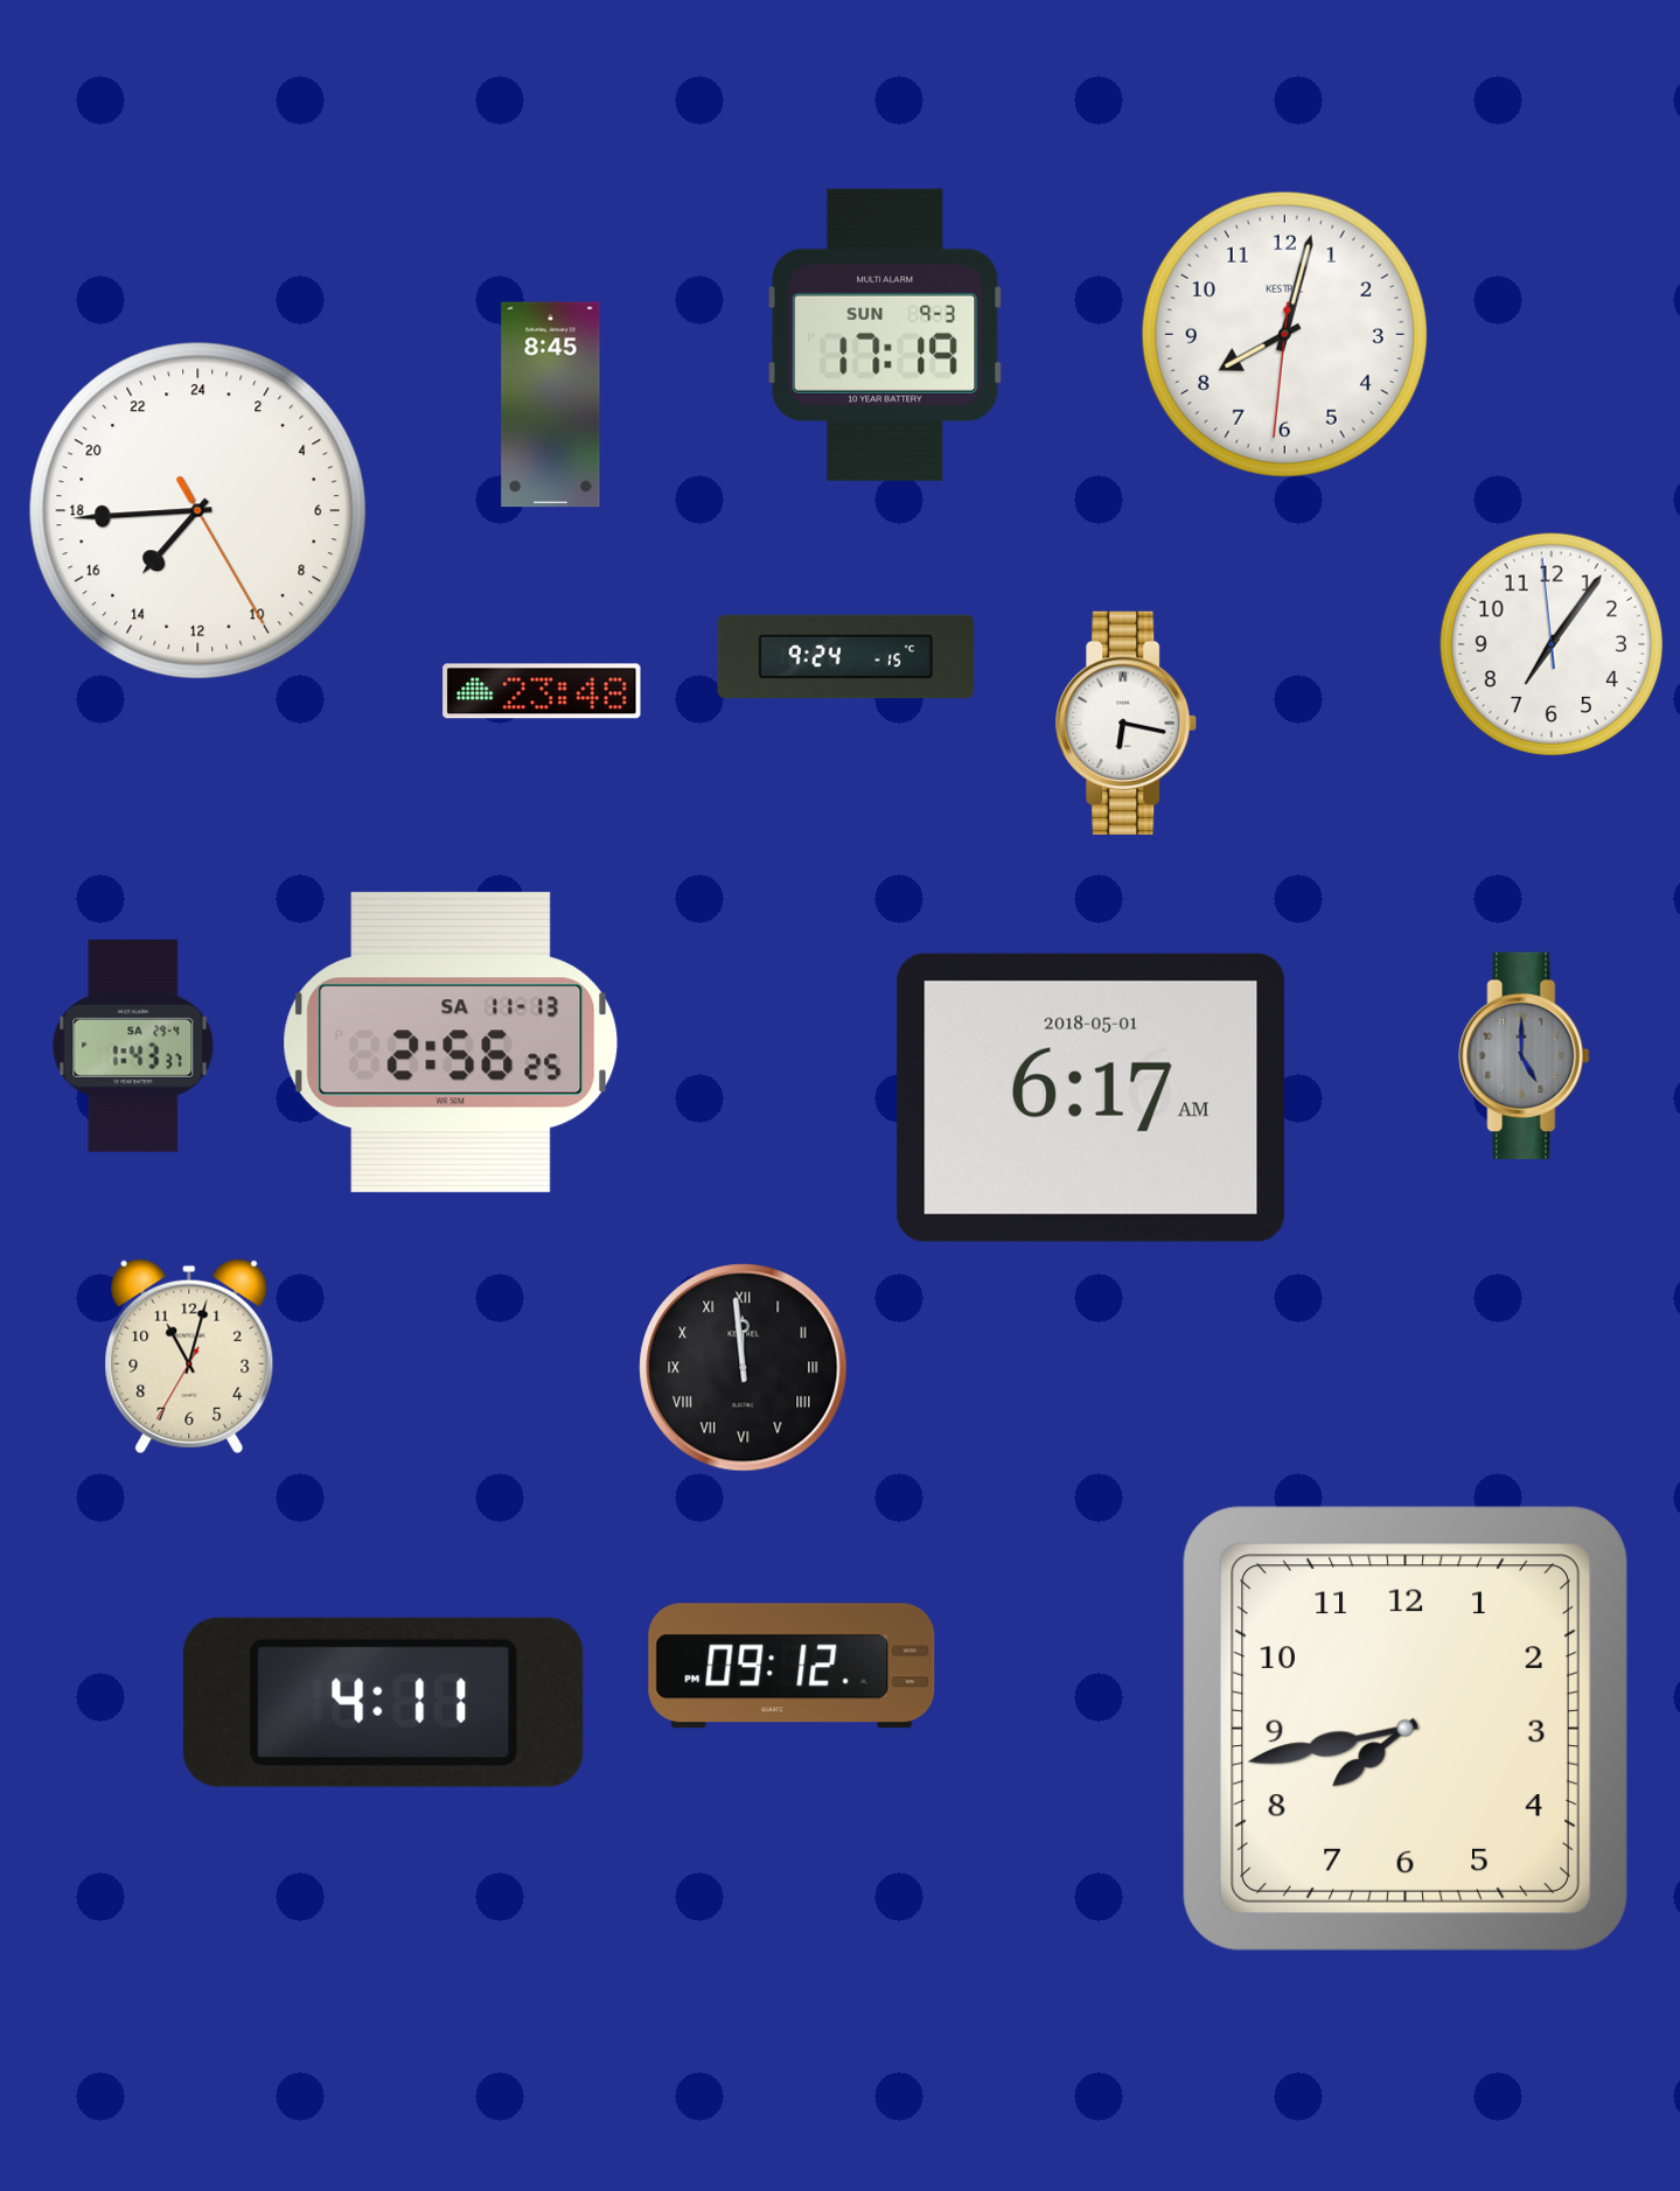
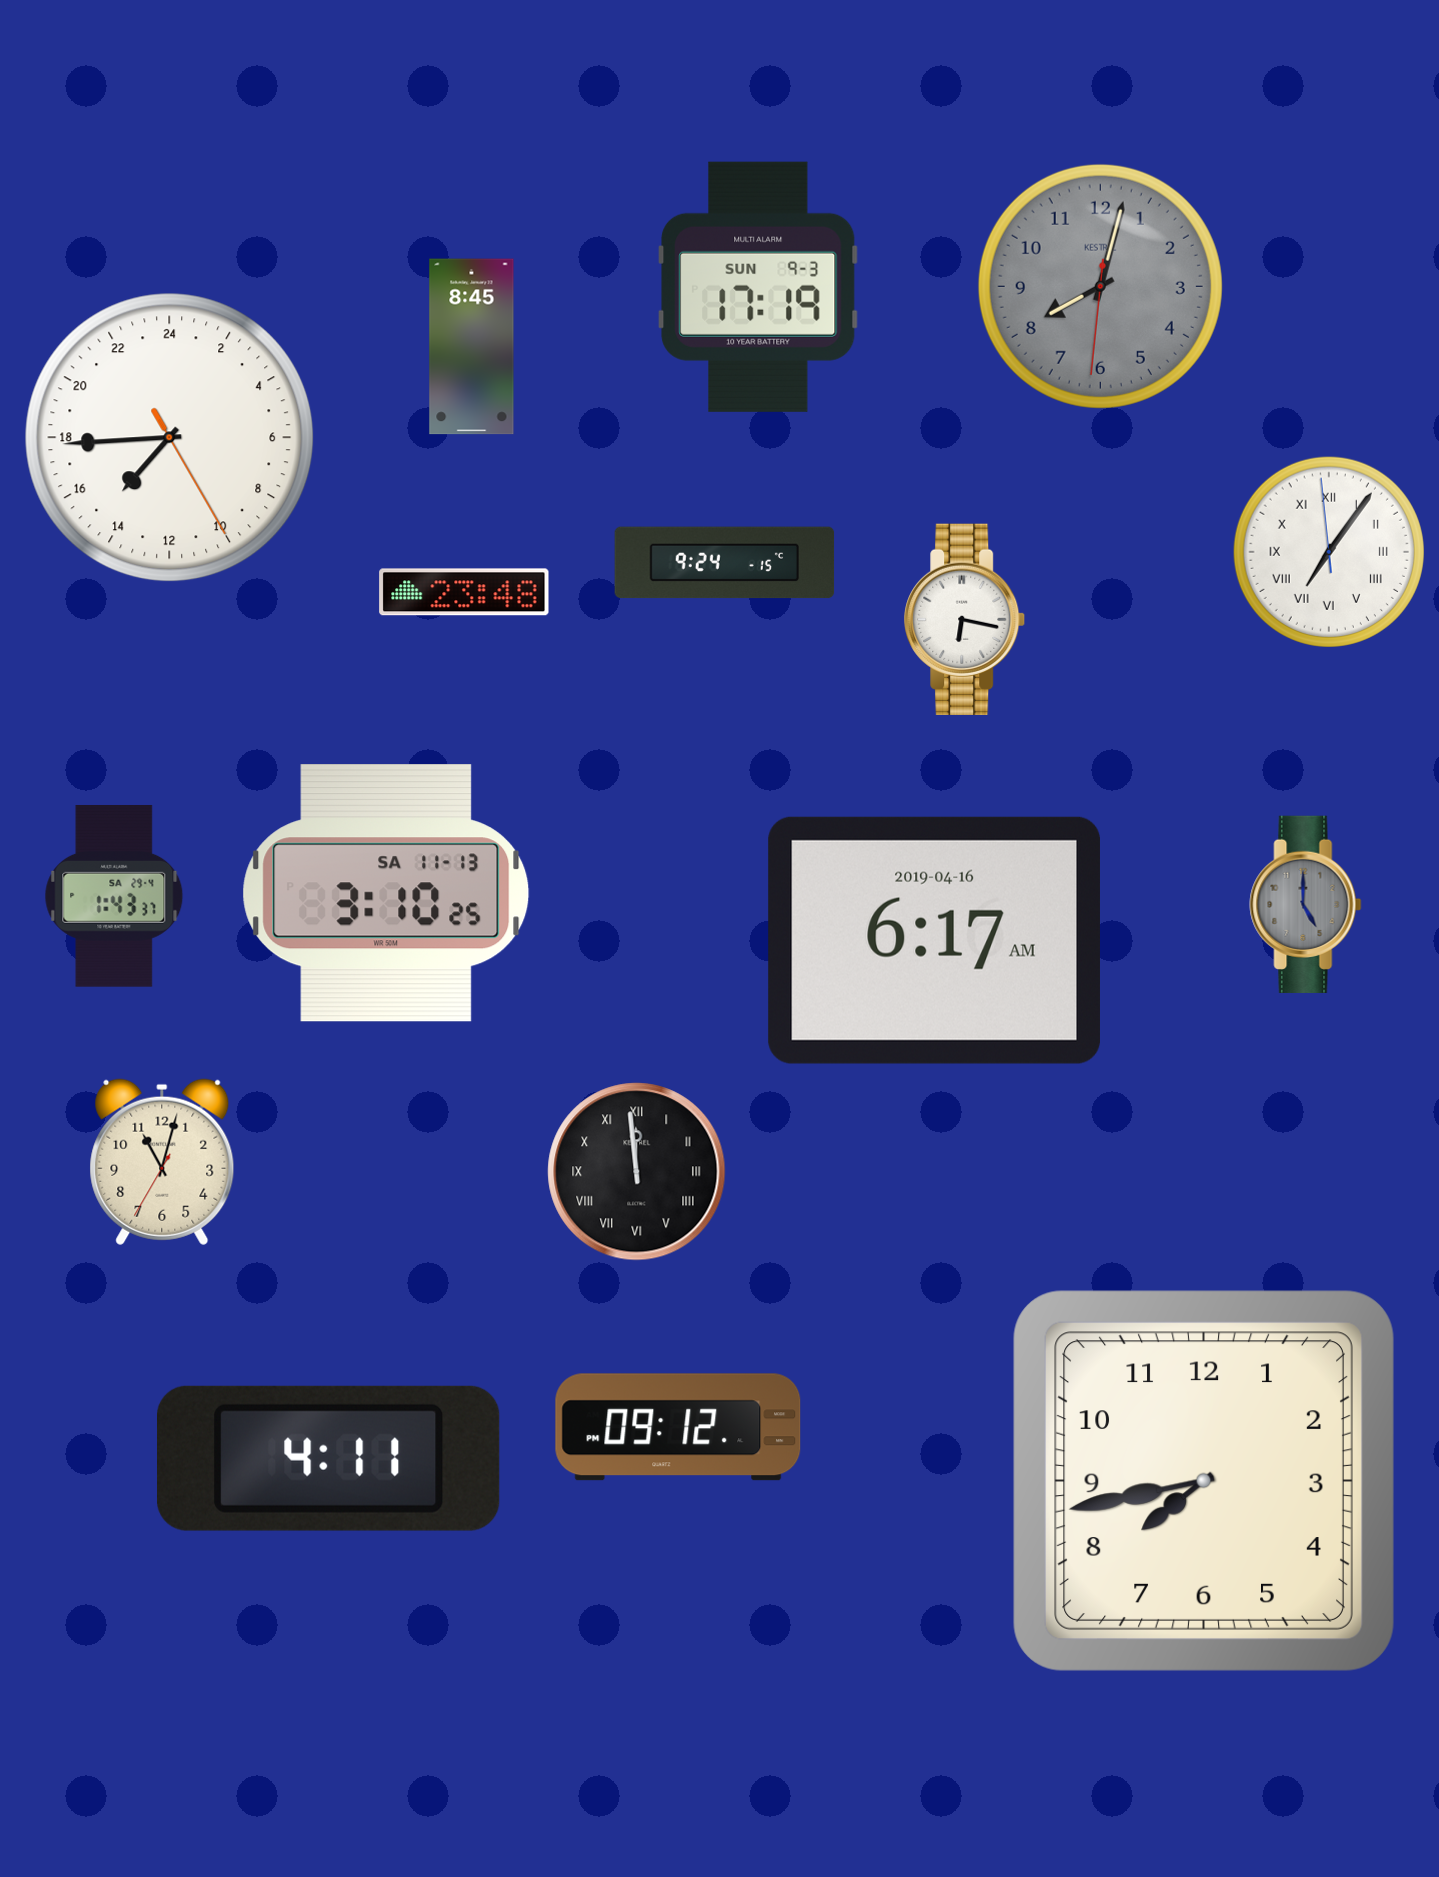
clock at (1284, 334) dial: white -> grey
clock at (1552, 644) numerals: Arabic -> Roman
clock at (451, 1042): 2:56 -> 3:10
clock at (1090, 1097) date: 2018-05-01 -> 2019-04-16
